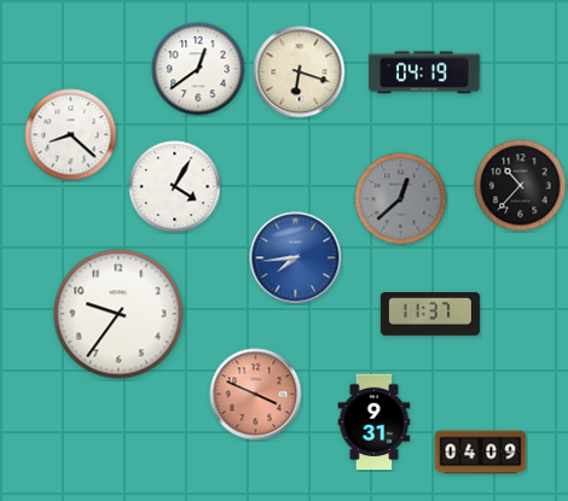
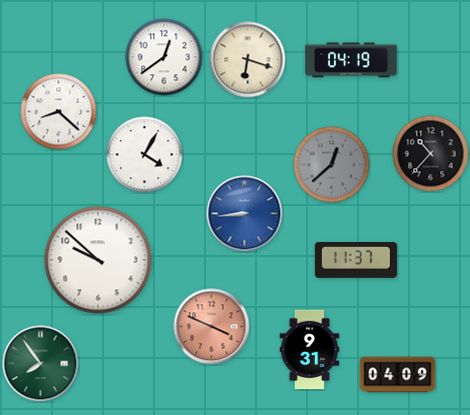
clock at (296, 258): 7:44 -> 8:44
clock at (118, 314): 9:36 -> 9:52
clock at (41, 364): none -> 7:54
